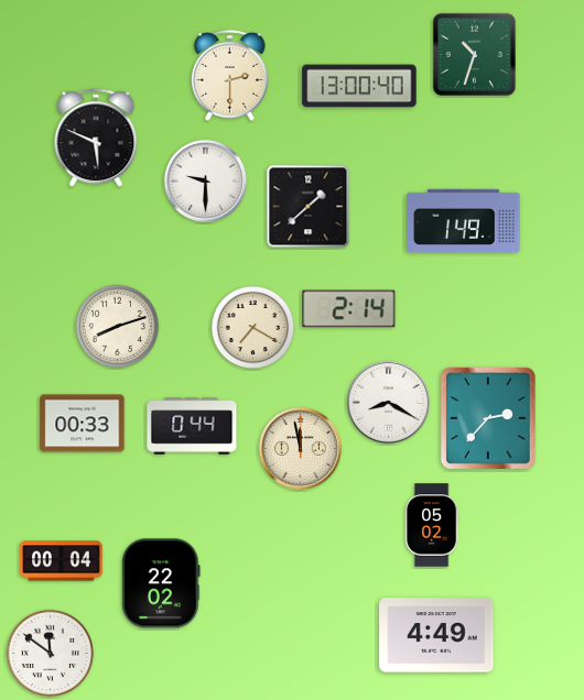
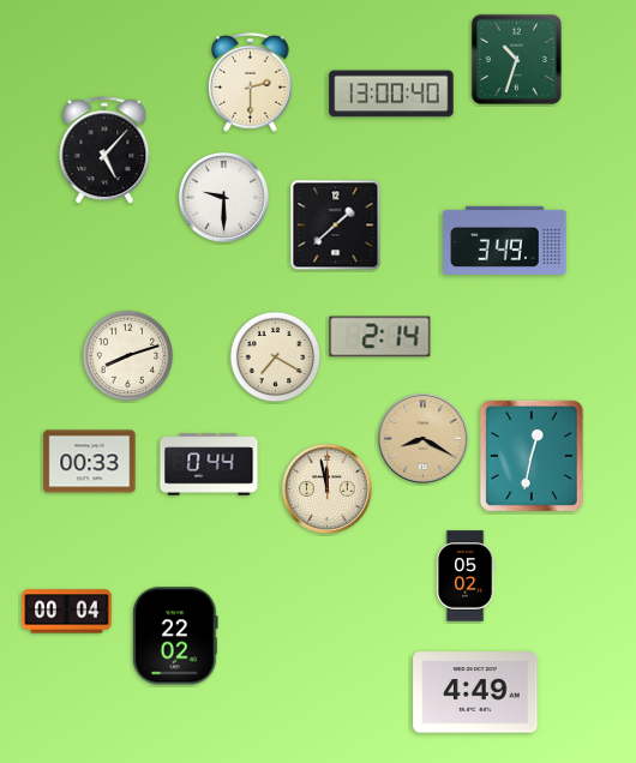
clock at (96, 139): 5:49 -> 5:07
clock at (464, 220): 1:49 -> 3:49
clock at (388, 402) dial: white -> champagne
clock at (488, 418): 2:37 -> 12:32
clock at (432, 525) position: (432, 525) -> (466, 576)
clock at (51, 654): 11:51 -> none
